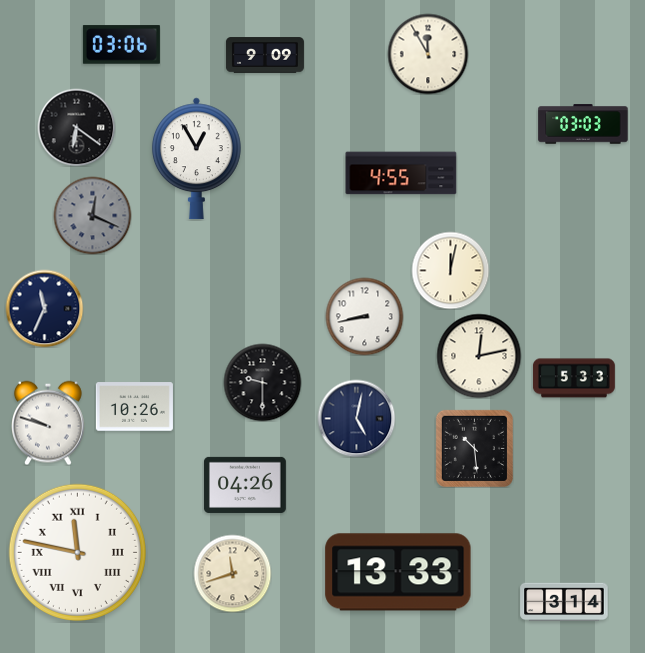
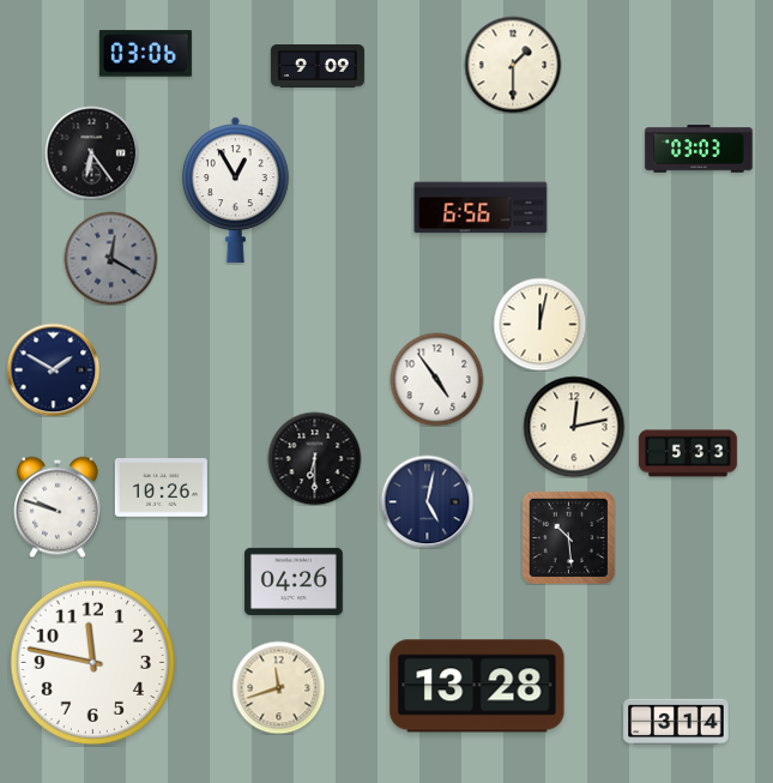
clock at (428, 54): 11:55 -> 1:30
clock at (76, 127): 6:21 -> 6:24
clock at (401, 173): 4:55 -> 6:56
clock at (92, 215): 12:19 -> 12:20
clock at (44, 308): 11:34 -> 1:50
clock at (364, 316): 8:43 -> 4:54
clock at (262, 382): 9:30 -> 6:30
clock at (77, 552) numerals: Roman -> Arabic
clock at (398, 572): 13:33 -> 13:28
